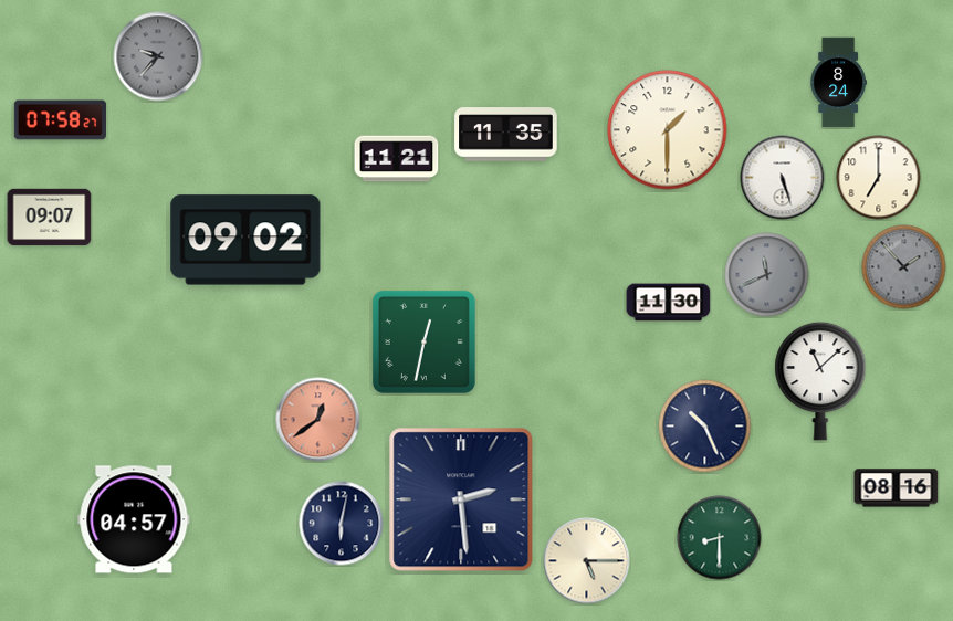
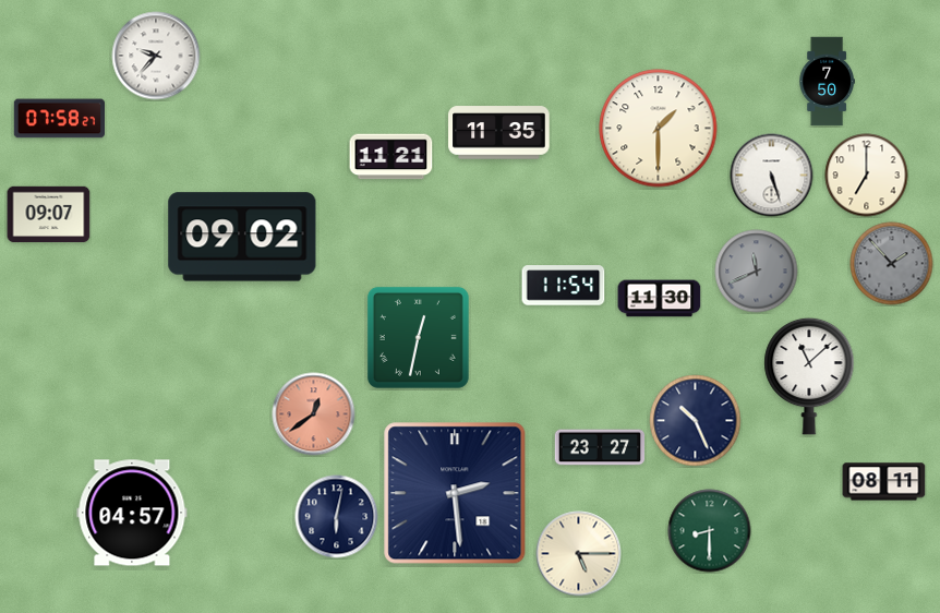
clock at (158, 56) dial: grey -> white
clock at (838, 83): 8:24 -> 7:50
clock at (564, 286): none -> 11:54
clock at (600, 447): none -> 23:27
clock at (897, 488): 08:16 -> 08:11
